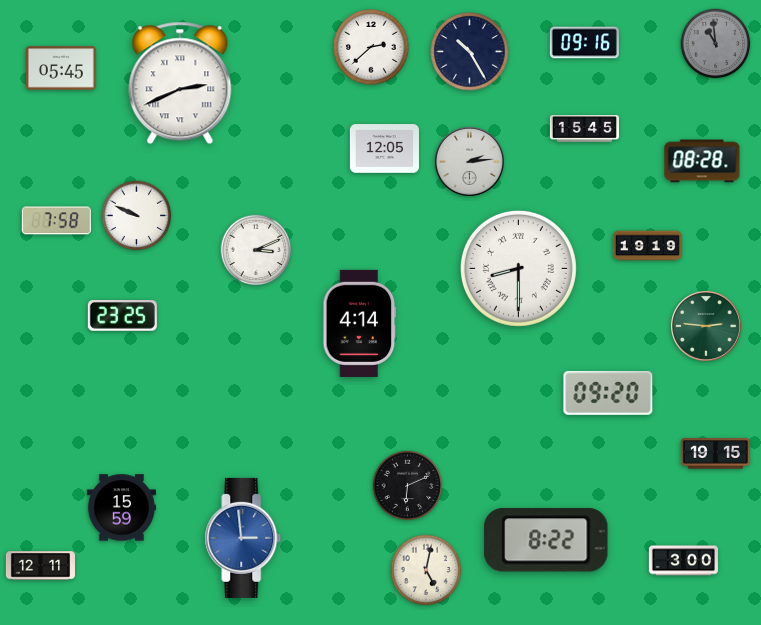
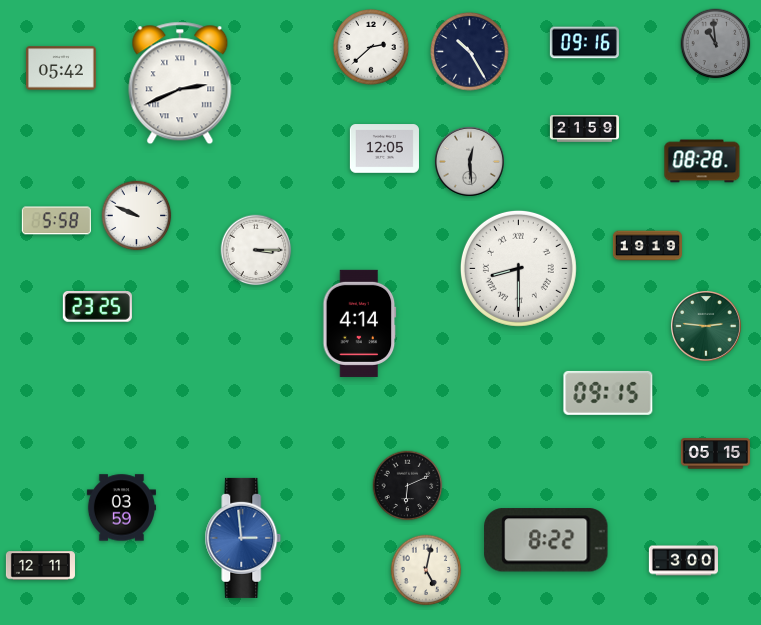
clock at (61, 68): 05:45 -> 05:42
clock at (584, 129): 15:45 -> 21:59
clock at (469, 161): 2:14 -> 12:29
clock at (56, 221): 7:58 -> 5:58
clock at (256, 250): 3:11 -> 3:15
clock at (122, 316) position: (122, 316) -> (97, 307)
clock at (608, 393): 09:20 -> 09:15
clock at (715, 454): 19:15 -> 05:15
clock at (121, 508): 15:59 -> 03:59
